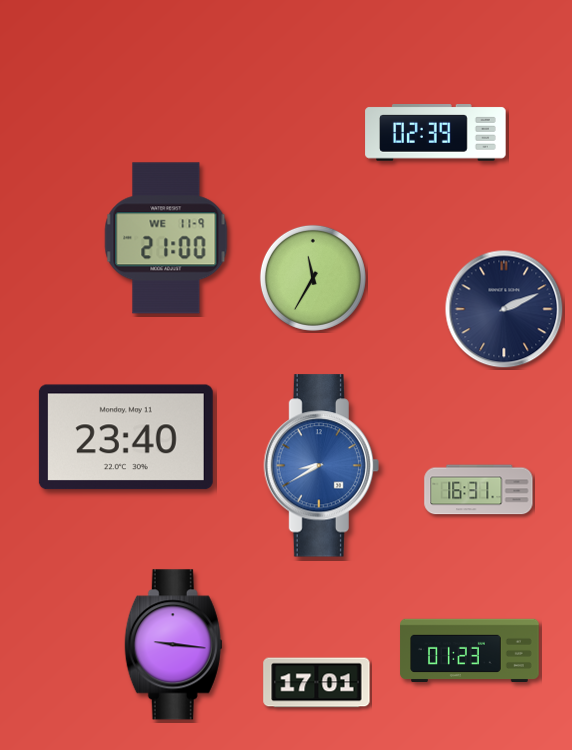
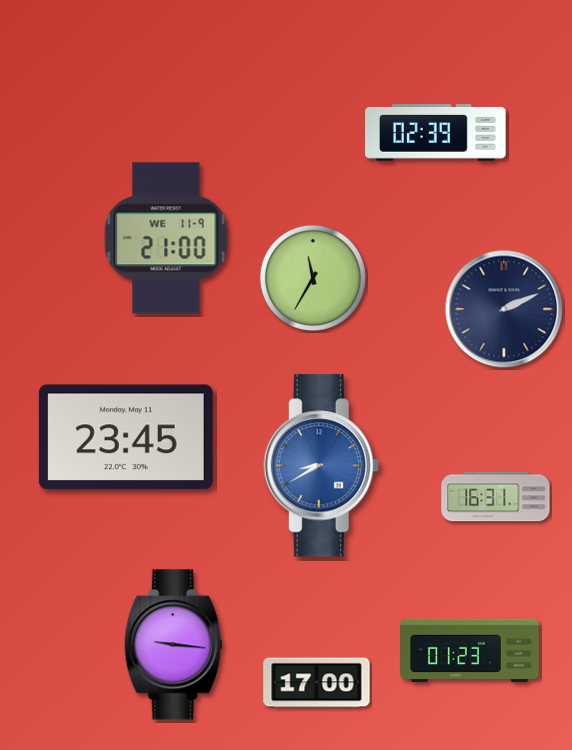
clock at (126, 437): 23:40 -> 23:45
clock at (479, 490) position: (479, 490) -> (496, 497)
clock at (317, 683): 17:01 -> 17:00
